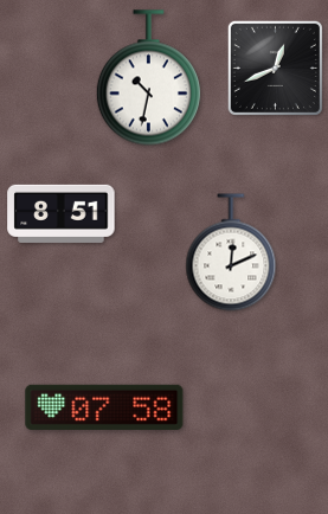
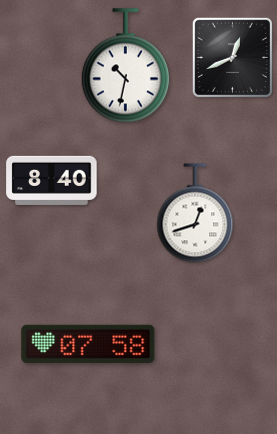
clock at (62, 213): 8:51 -> 8:40
clock at (231, 252): 12:11 -> 12:42
